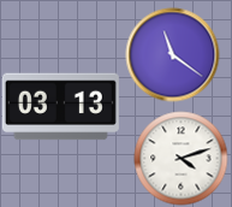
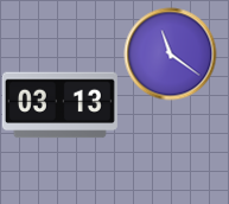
clock at (180, 158): 4:12 -> none
